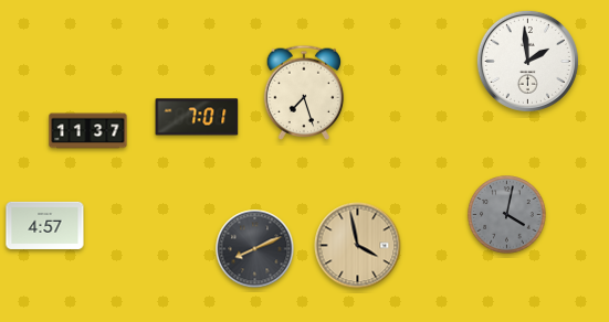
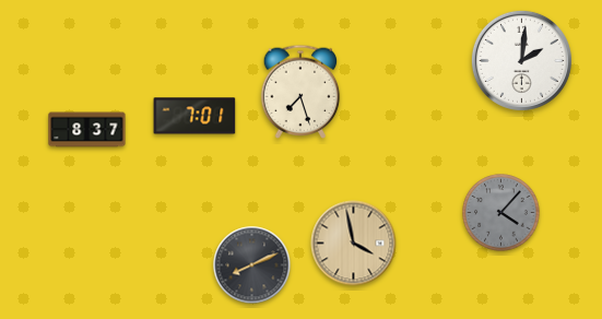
clock at (527, 61): 1:59 -> 2:01
clock at (88, 131): 11:37 -> 8:37
clock at (507, 215): 4:02 -> 4:07
clock at (45, 225): 4:57 -> none
clock at (255, 249) position: (255, 249) -> (252, 265)
